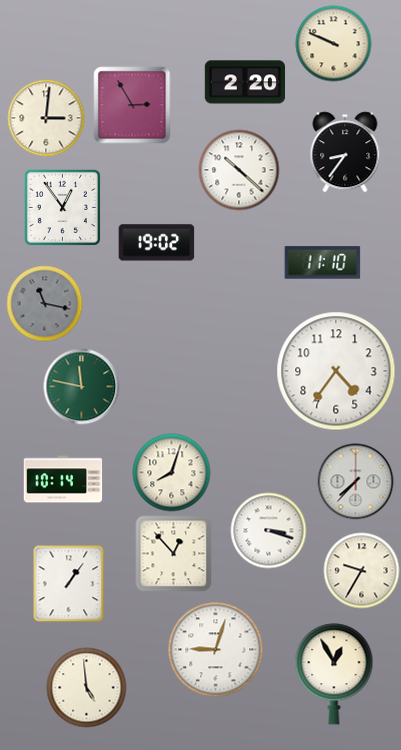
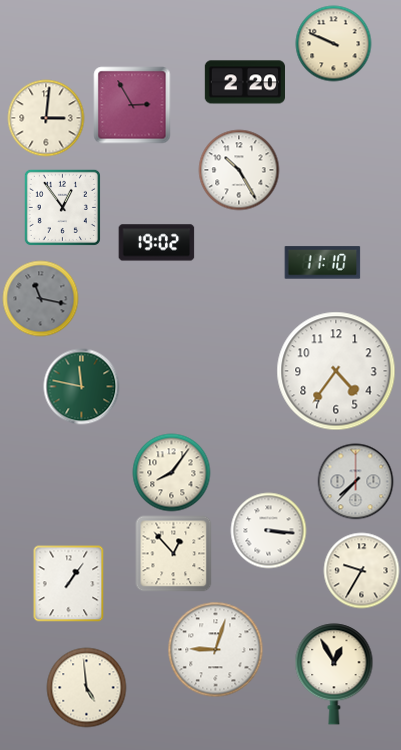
clock at (345, 152): 8:36 -> none
clock at (239, 170): 10:22 -> 10:25
clock at (45, 304) position: (45, 304) -> (41, 299)
clock at (172, 473): 8:03 -> 8:06
clock at (63, 479): 10:14 -> none
clock at (269, 531): 3:18 -> 3:16
